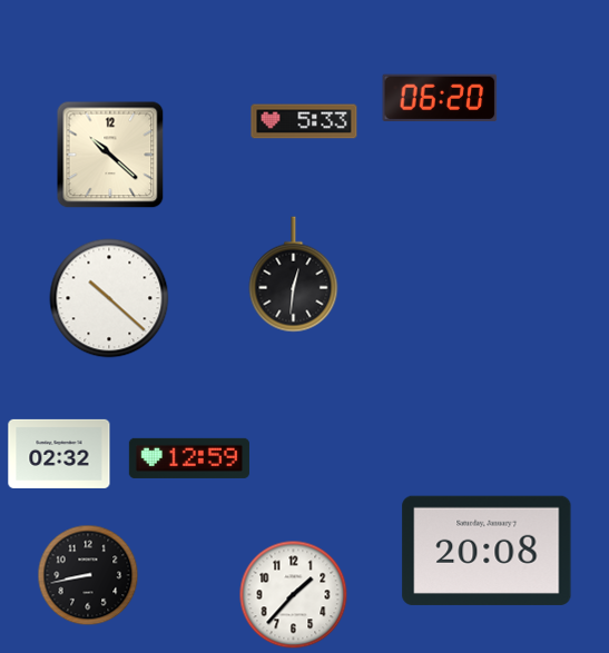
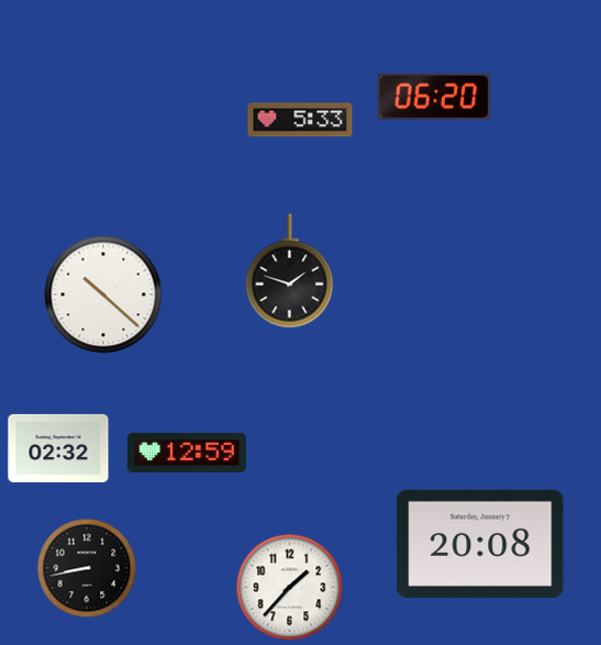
clock at (110, 155): 10:22 -> none
clock at (294, 275): 12:31 -> 1:48
clock at (109, 298) position: (109, 298) -> (103, 294)
